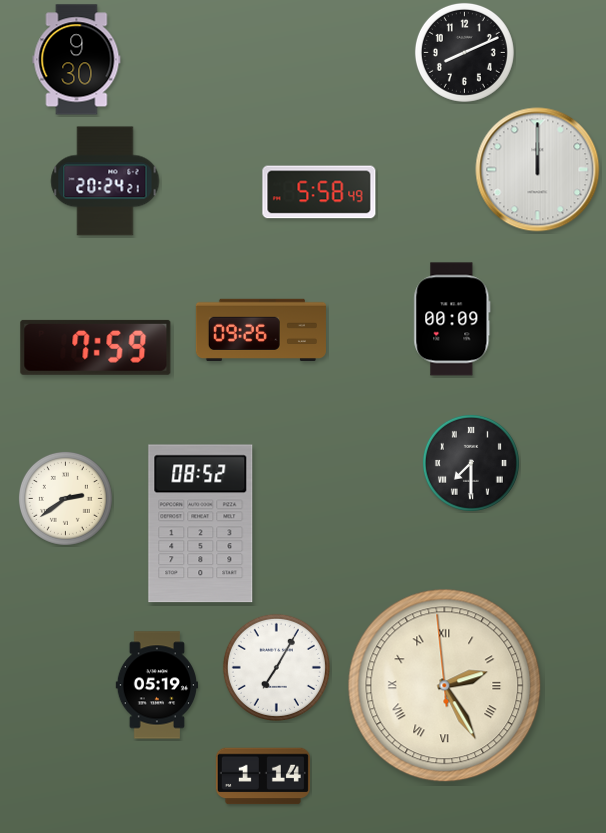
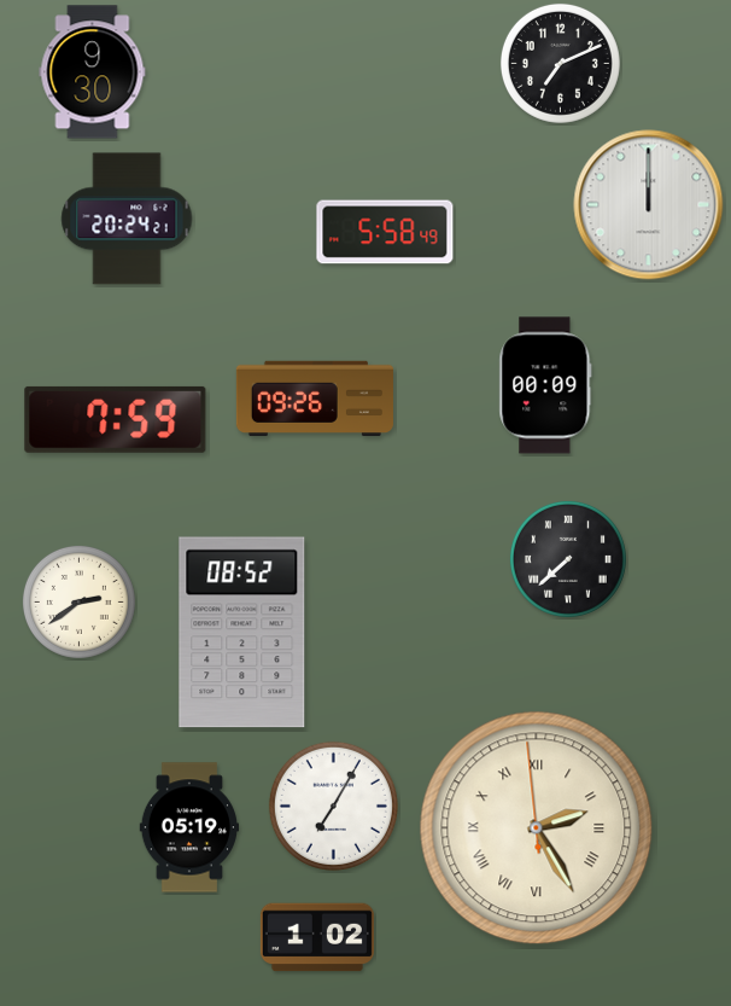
clock at (464, 52): 8:11 -> 7:11
clock at (471, 463): 7:30 -> 7:38
clock at (263, 776): 1:14 -> 1:02
